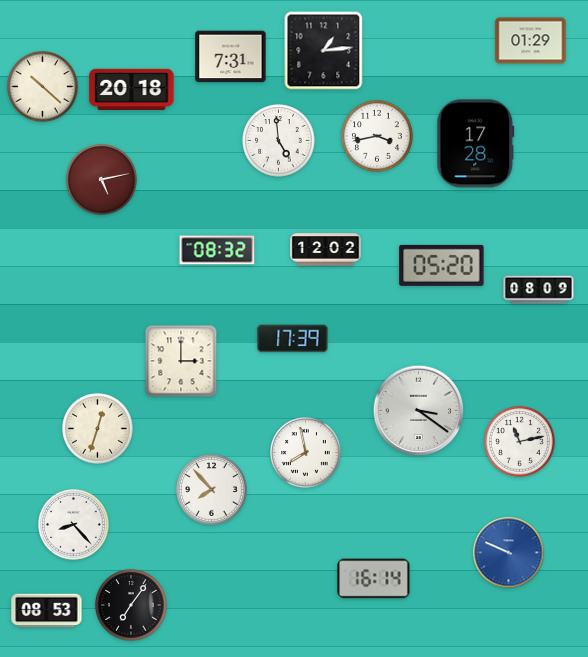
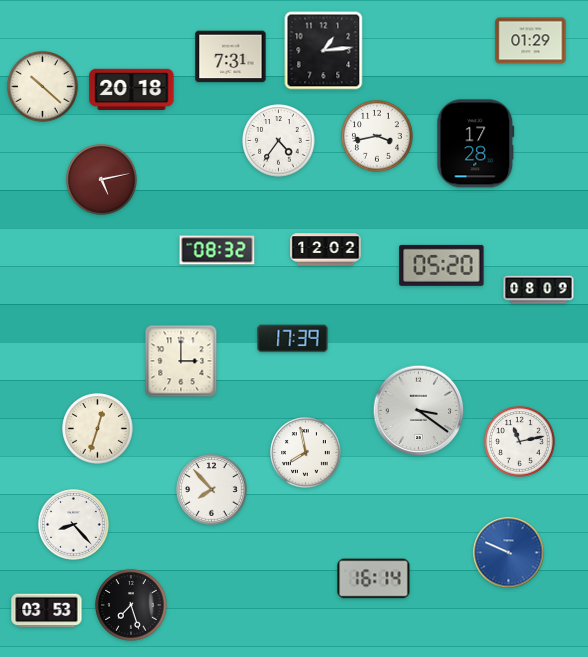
clock at (279, 141): 4:59 -> 4:36
clock at (131, 605): 7:06 -> 7:27
clock at (47, 611): 08:53 -> 03:53
